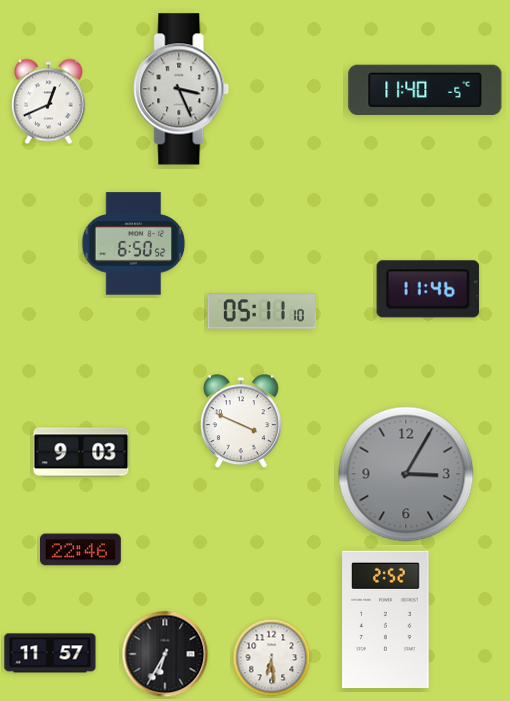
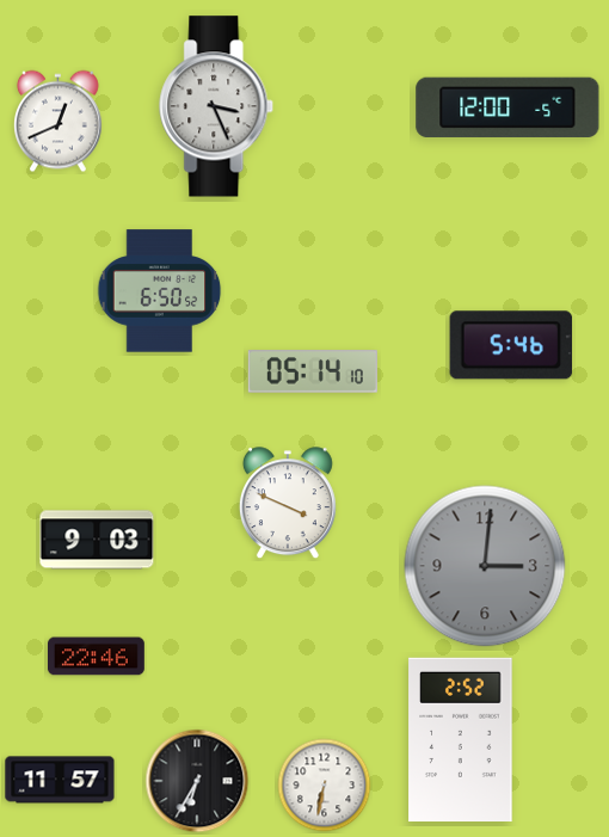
clock at (425, 89): 11:40 -> 12:00
clock at (428, 289): 11:46 -> 5:46
clock at (262, 311): 05:11 -> 05:14
clock at (406, 474): 3:05 -> 3:01
clock at (272, 658): 6:29 -> 6:32
